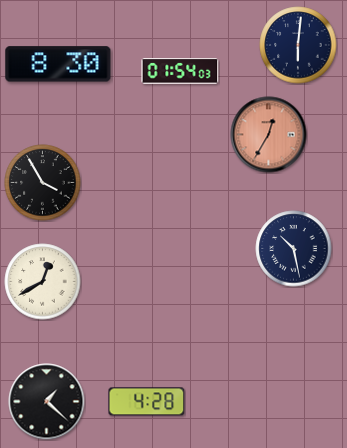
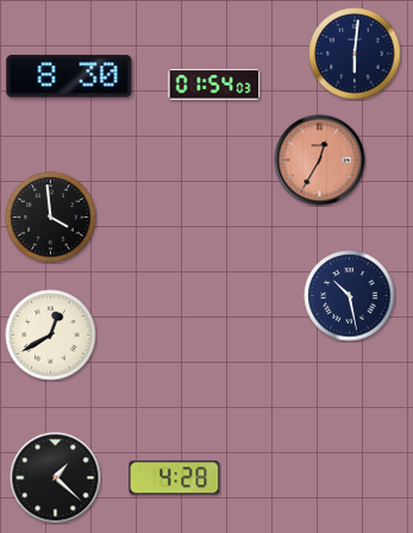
clock at (43, 183): 3:55 -> 3:59
